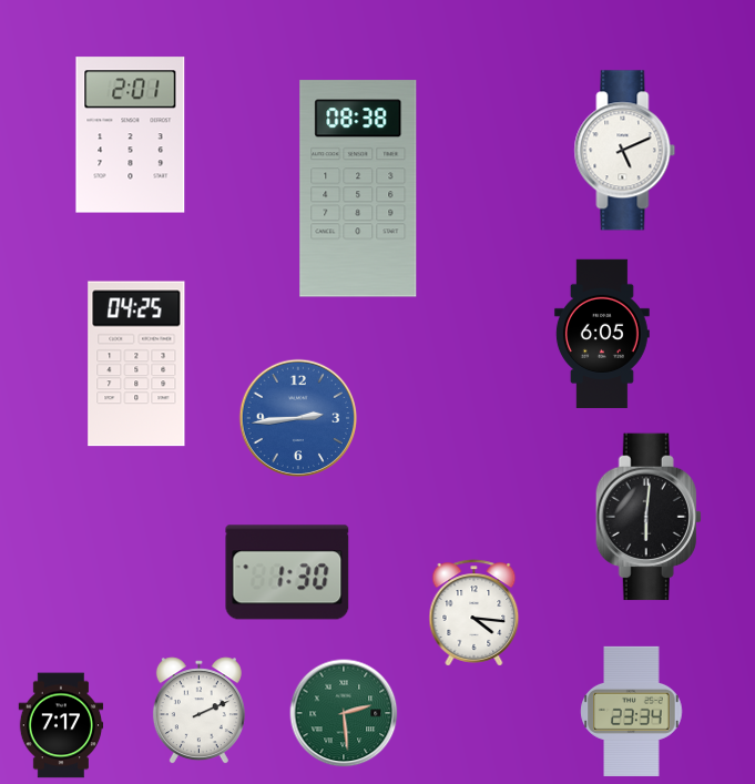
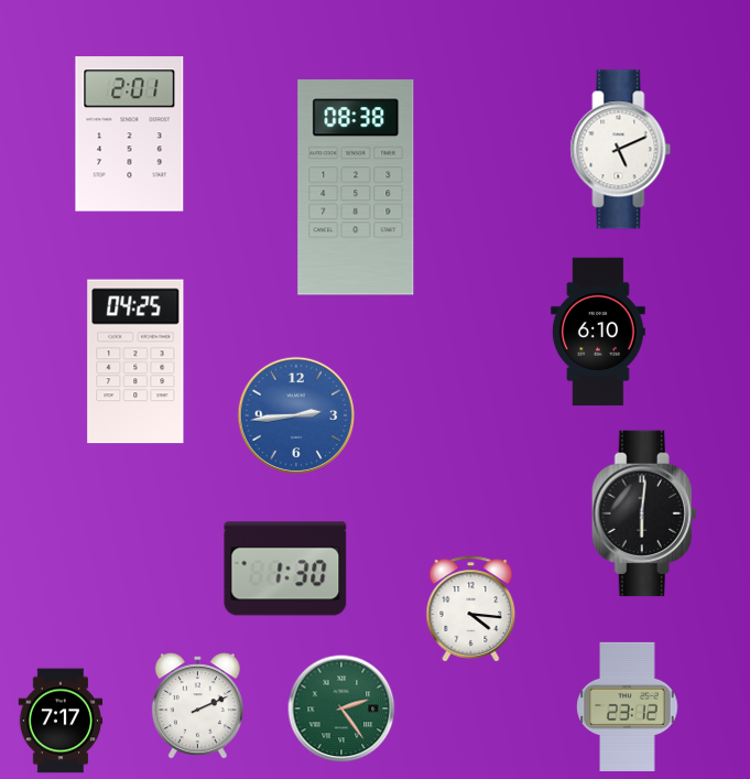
clock at (602, 334): 6:05 -> 6:10
clock at (632, 711): 23:34 -> 23:12
clock at (344, 713): 2:29 -> 2:24
